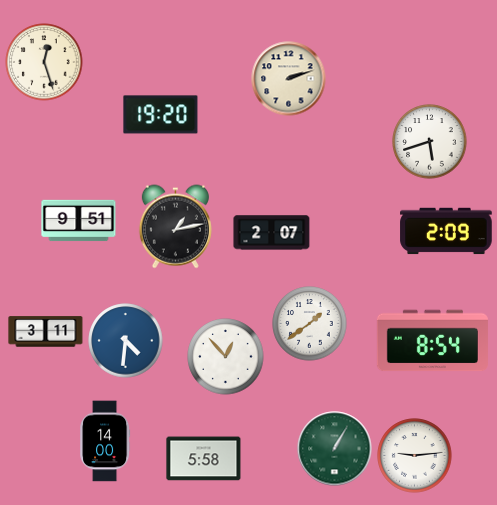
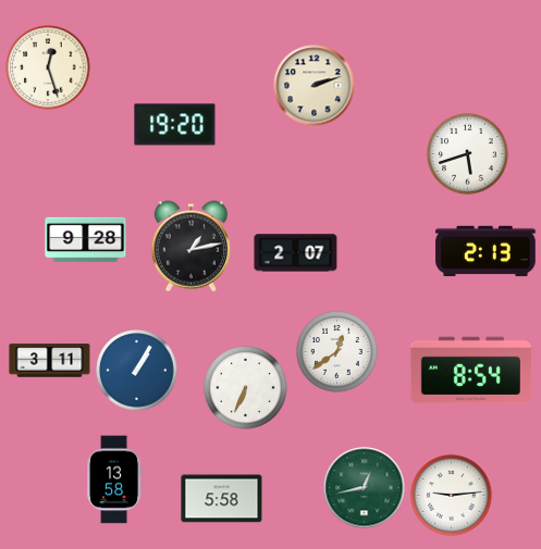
clock at (79, 221): 9:51 -> 9:28
clock at (446, 231): 2:09 -> 2:13
clock at (310, 324): 1:39 -> 12:39
clock at (126, 341): 4:31 -> 1:05
clock at (226, 357): 12:53 -> 6:34
clock at (105, 441): 14:00 -> 13:58
clock at (335, 449): 1:05 -> 12:43
